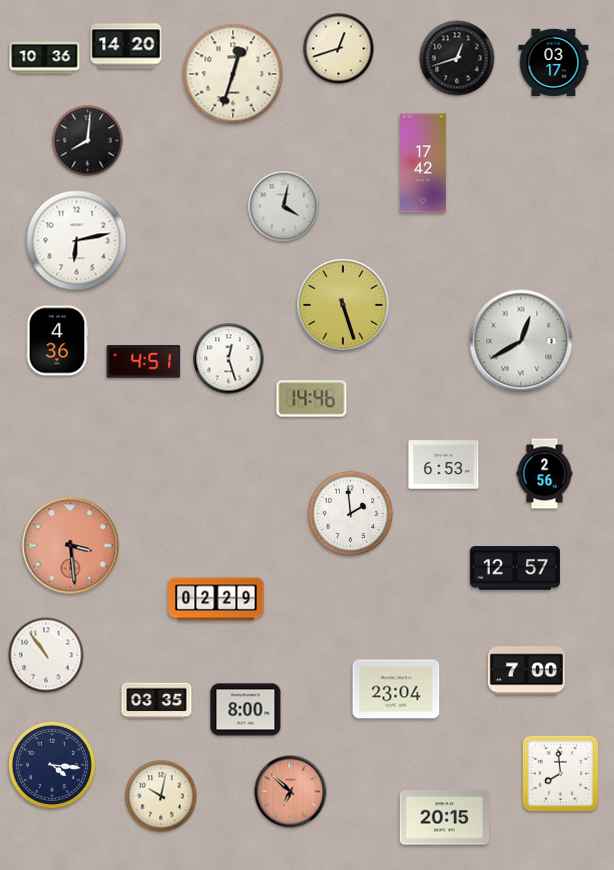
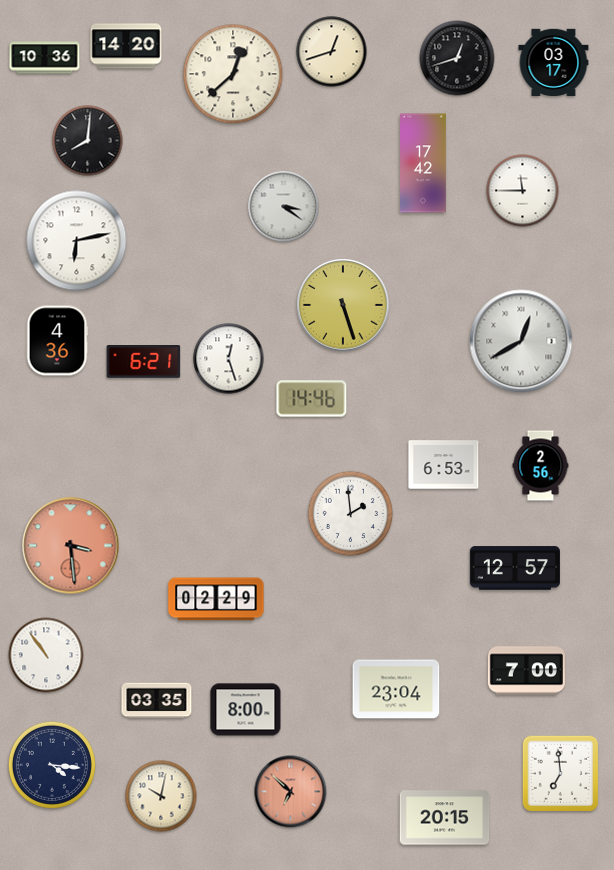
clock at (339, 49) position: (339, 49) -> (332, 52)
clock at (233, 74): 12:33 -> 12:38
clock at (523, 191): none -> 11:45
clock at (284, 207): 4:02 -> 3:21
clock at (144, 362): 4:51 -> 6:21
clock at (545, 474) position: (545, 474) -> (541, 466)
clock at (561, 774): 7:59 -> 6:59
